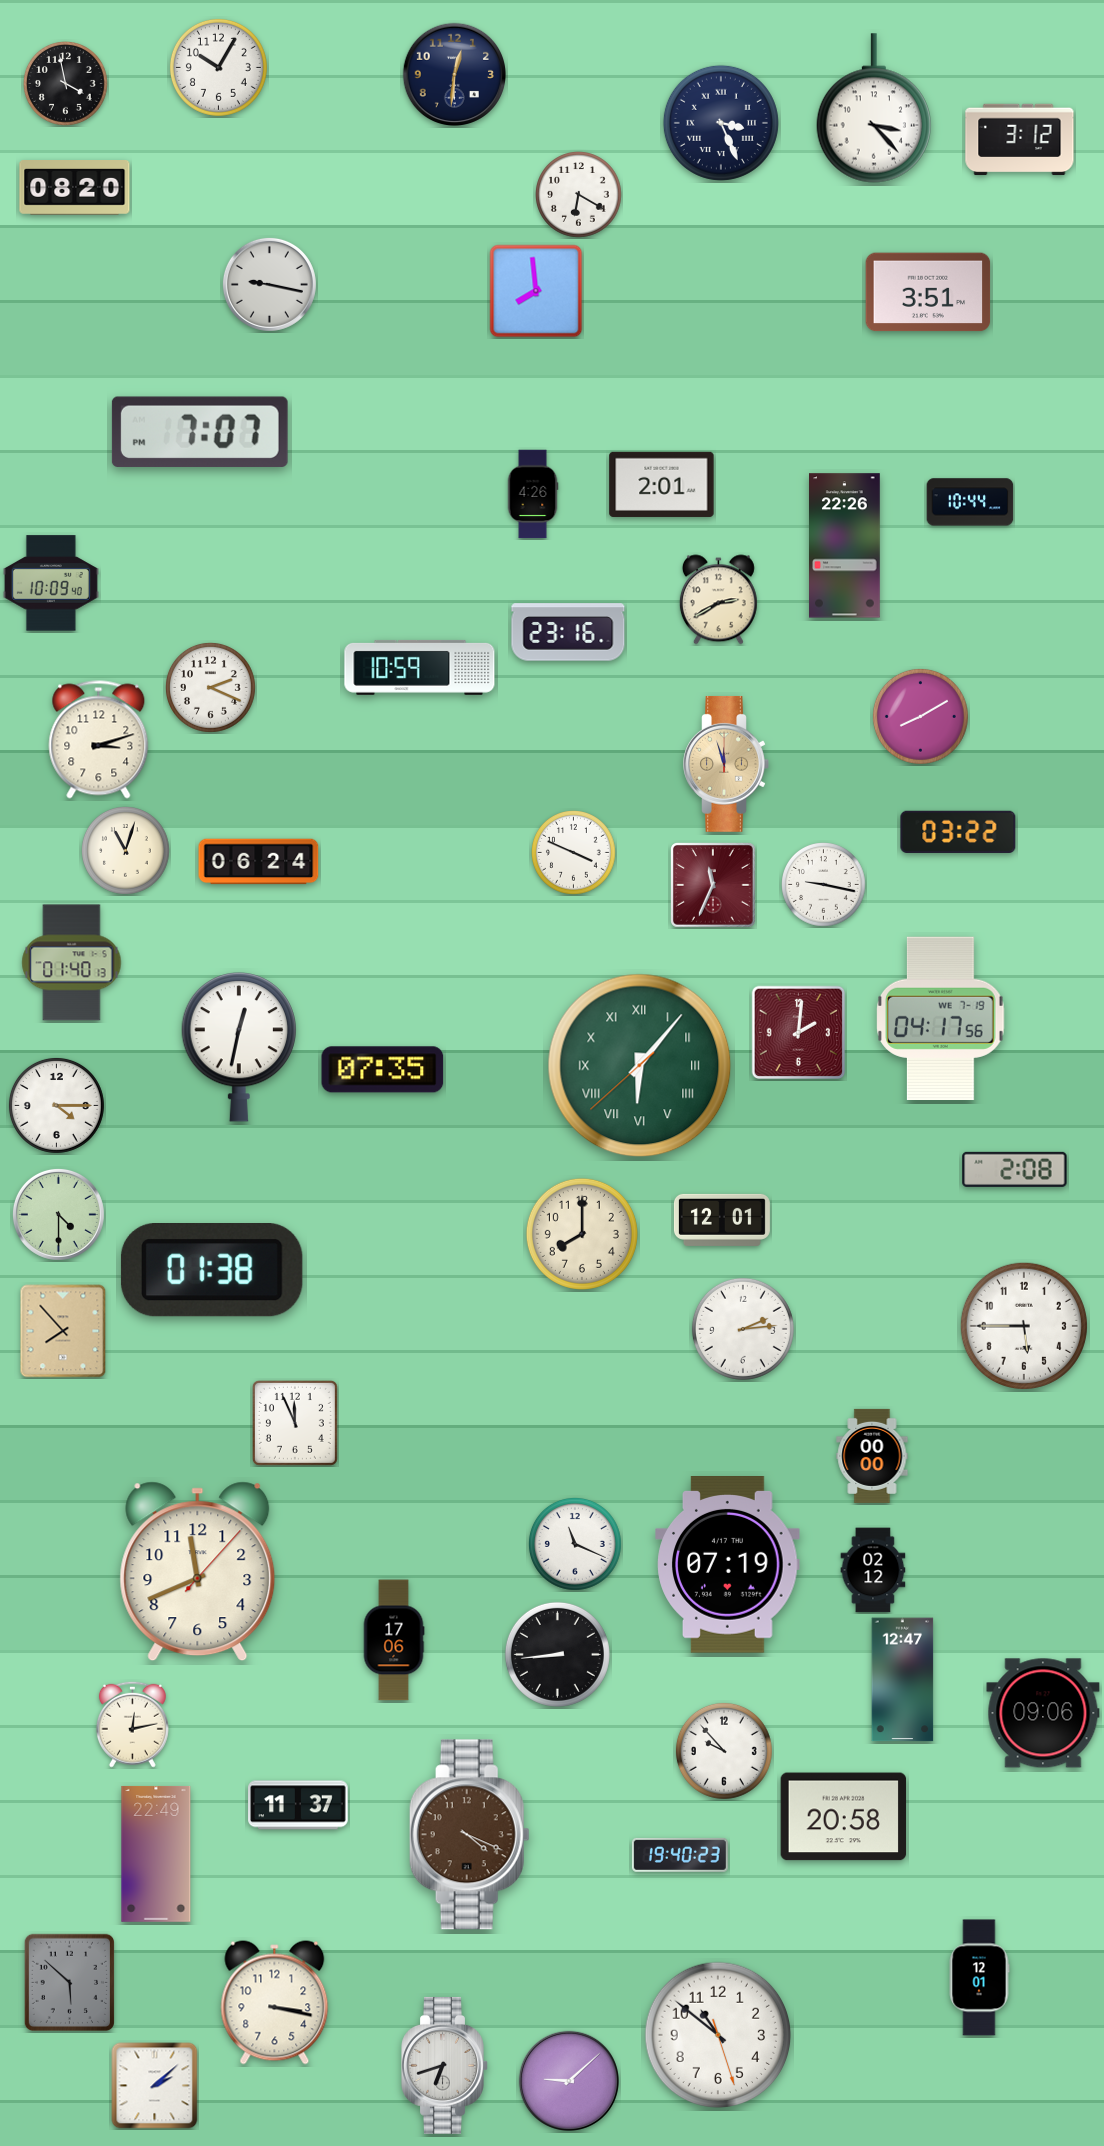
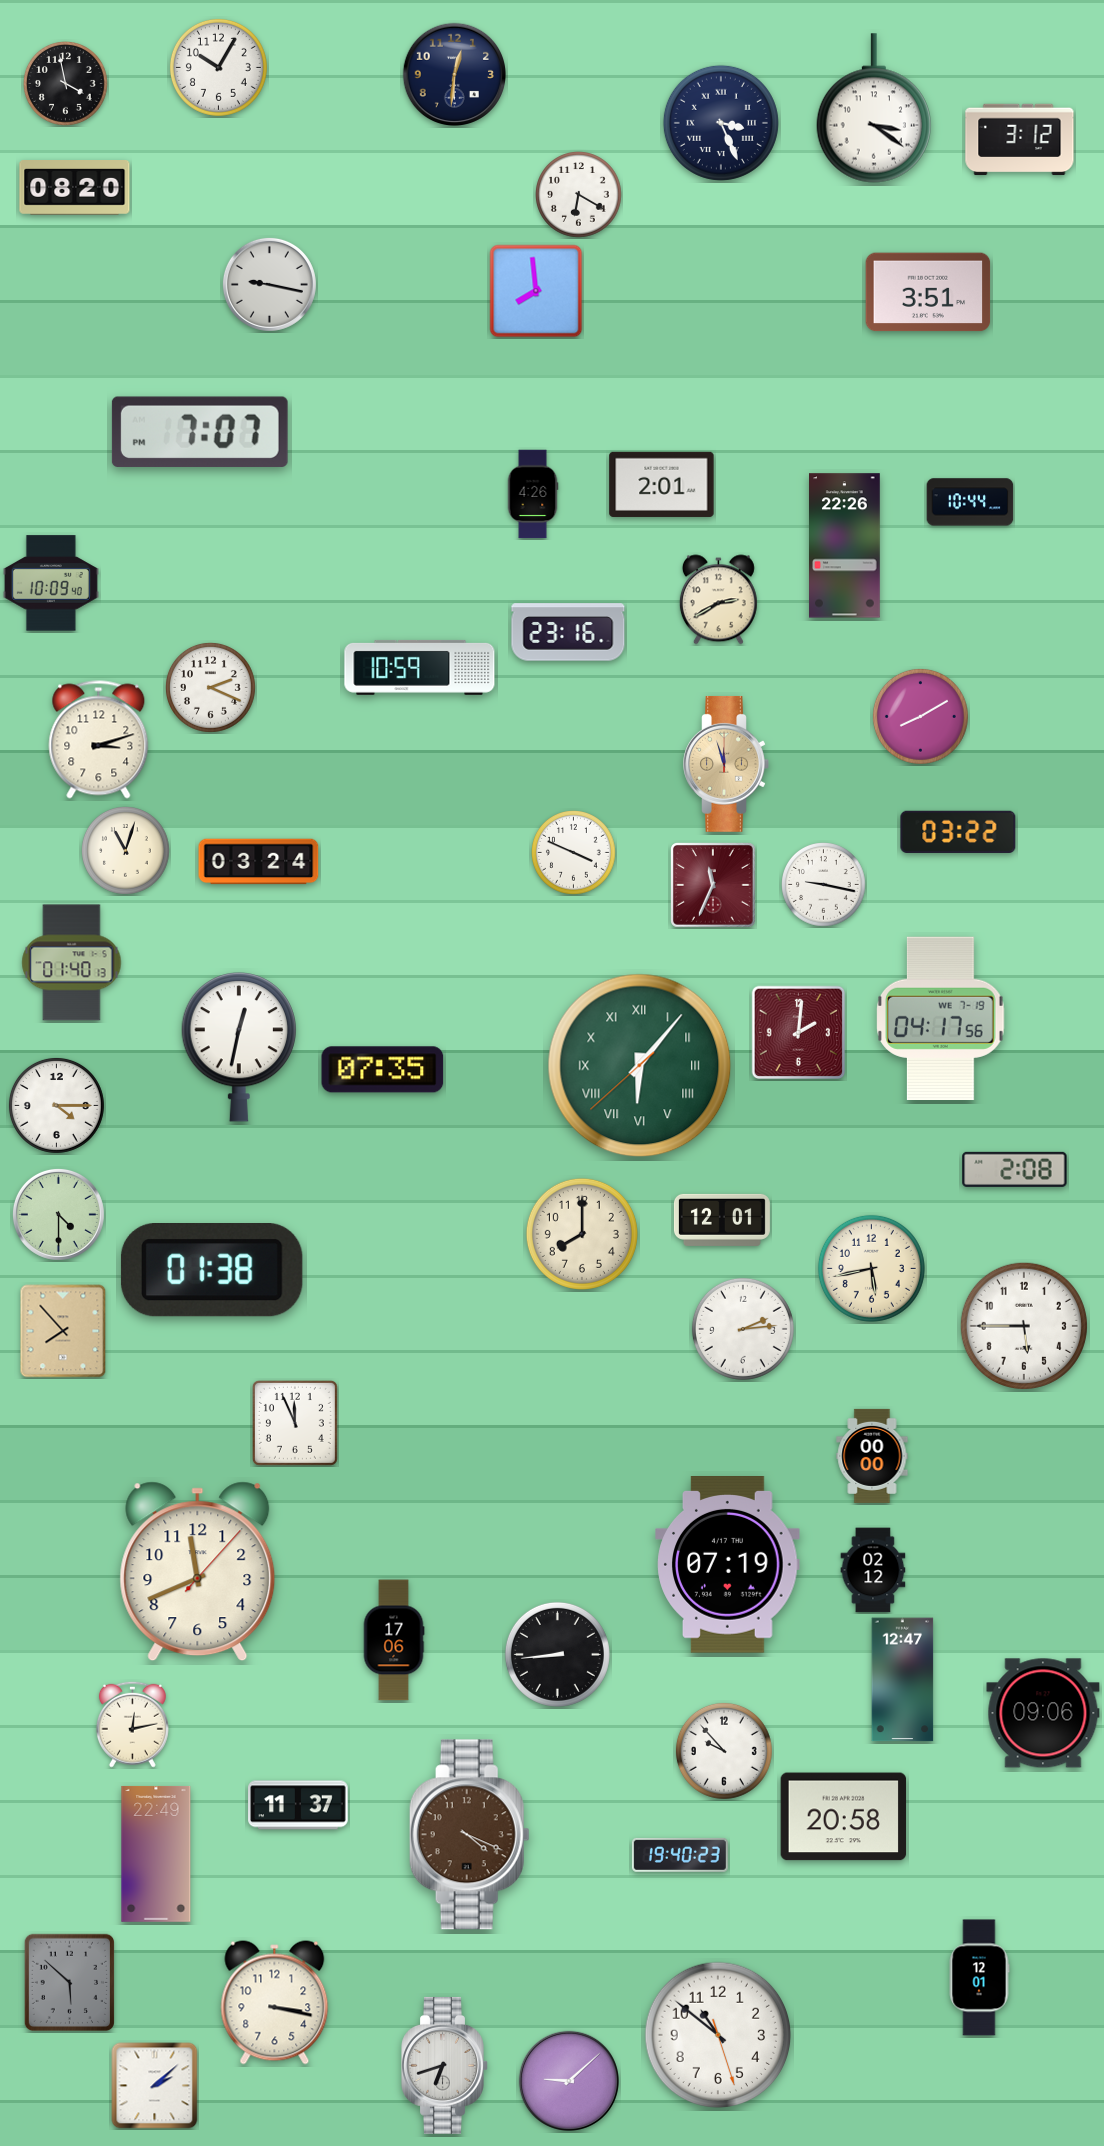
clock at (873, 108): 3:23 -> 3:21
clock at (259, 862): 06:24 -> 03:24
clock at (871, 1268): none -> 5:43
clock at (575, 1544): 11:19 -> none
